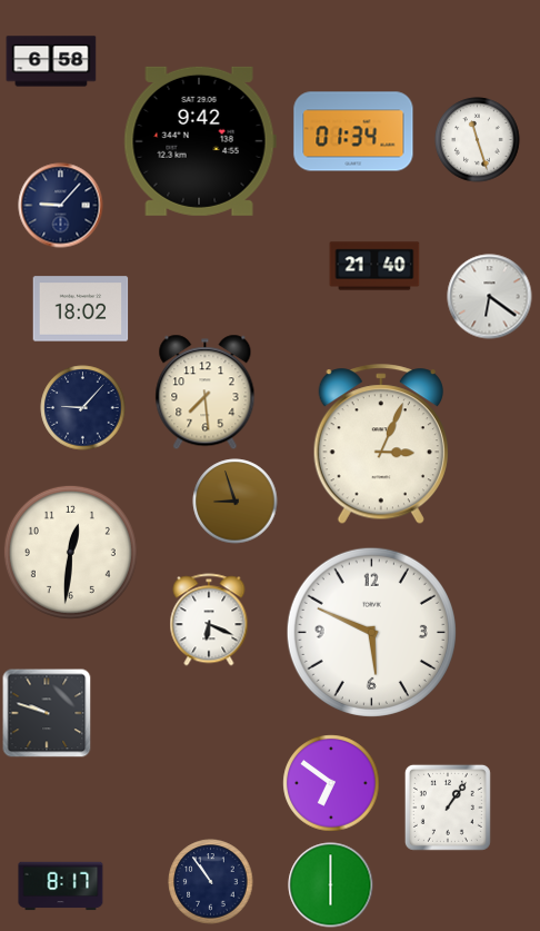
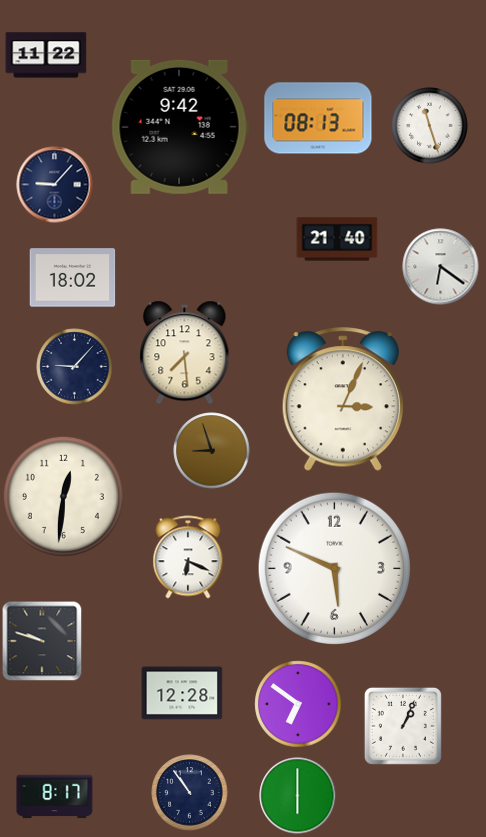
clock at (51, 61): 6:58 -> 11:22
clock at (353, 131): 01:34 -> 08:13
clock at (182, 693): none -> 12:28
clock at (448, 808): 1:06 -> 1:04
